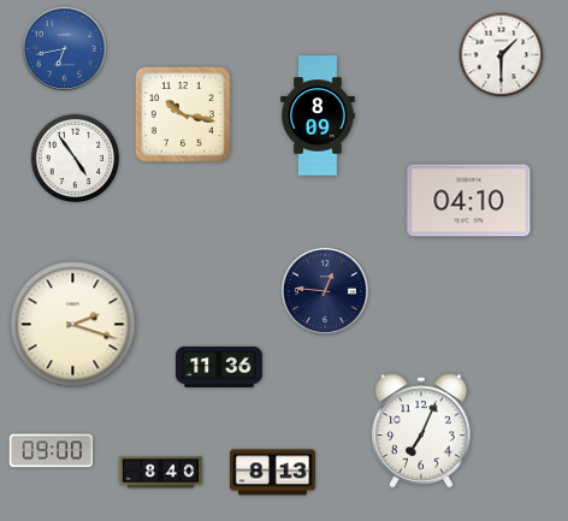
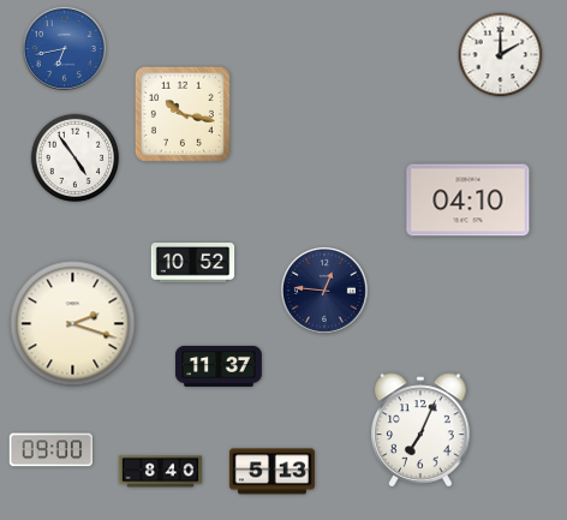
clock at (502, 55): 1:30 -> 2:00
clock at (318, 116): 8:09 -> none
clock at (193, 263): none -> 10:52
clock at (220, 367): 11:36 -> 11:37
clock at (272, 473): 8:13 -> 5:13
